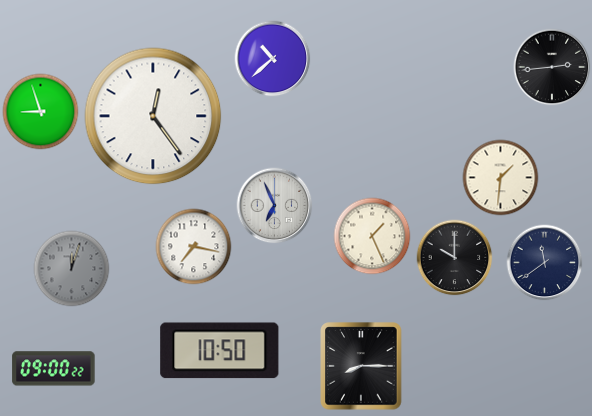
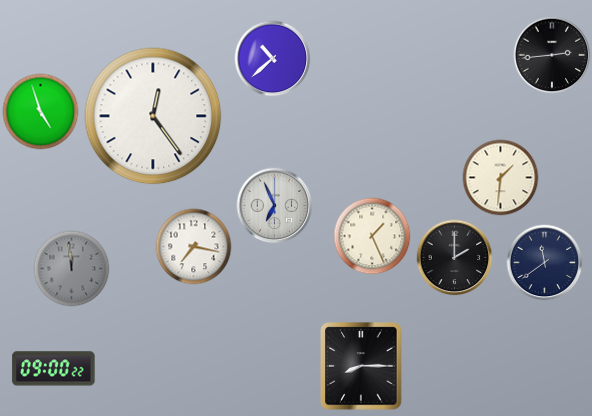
clock at (552, 67) position: (552, 67) -> (552, 55)
clock at (41, 112): 8:57 -> 4:57
clock at (455, 258): 10:00 -> 2:00
clock at (72, 269): 12:03 -> 11:59
clock at (220, 351): 10:50 -> none
